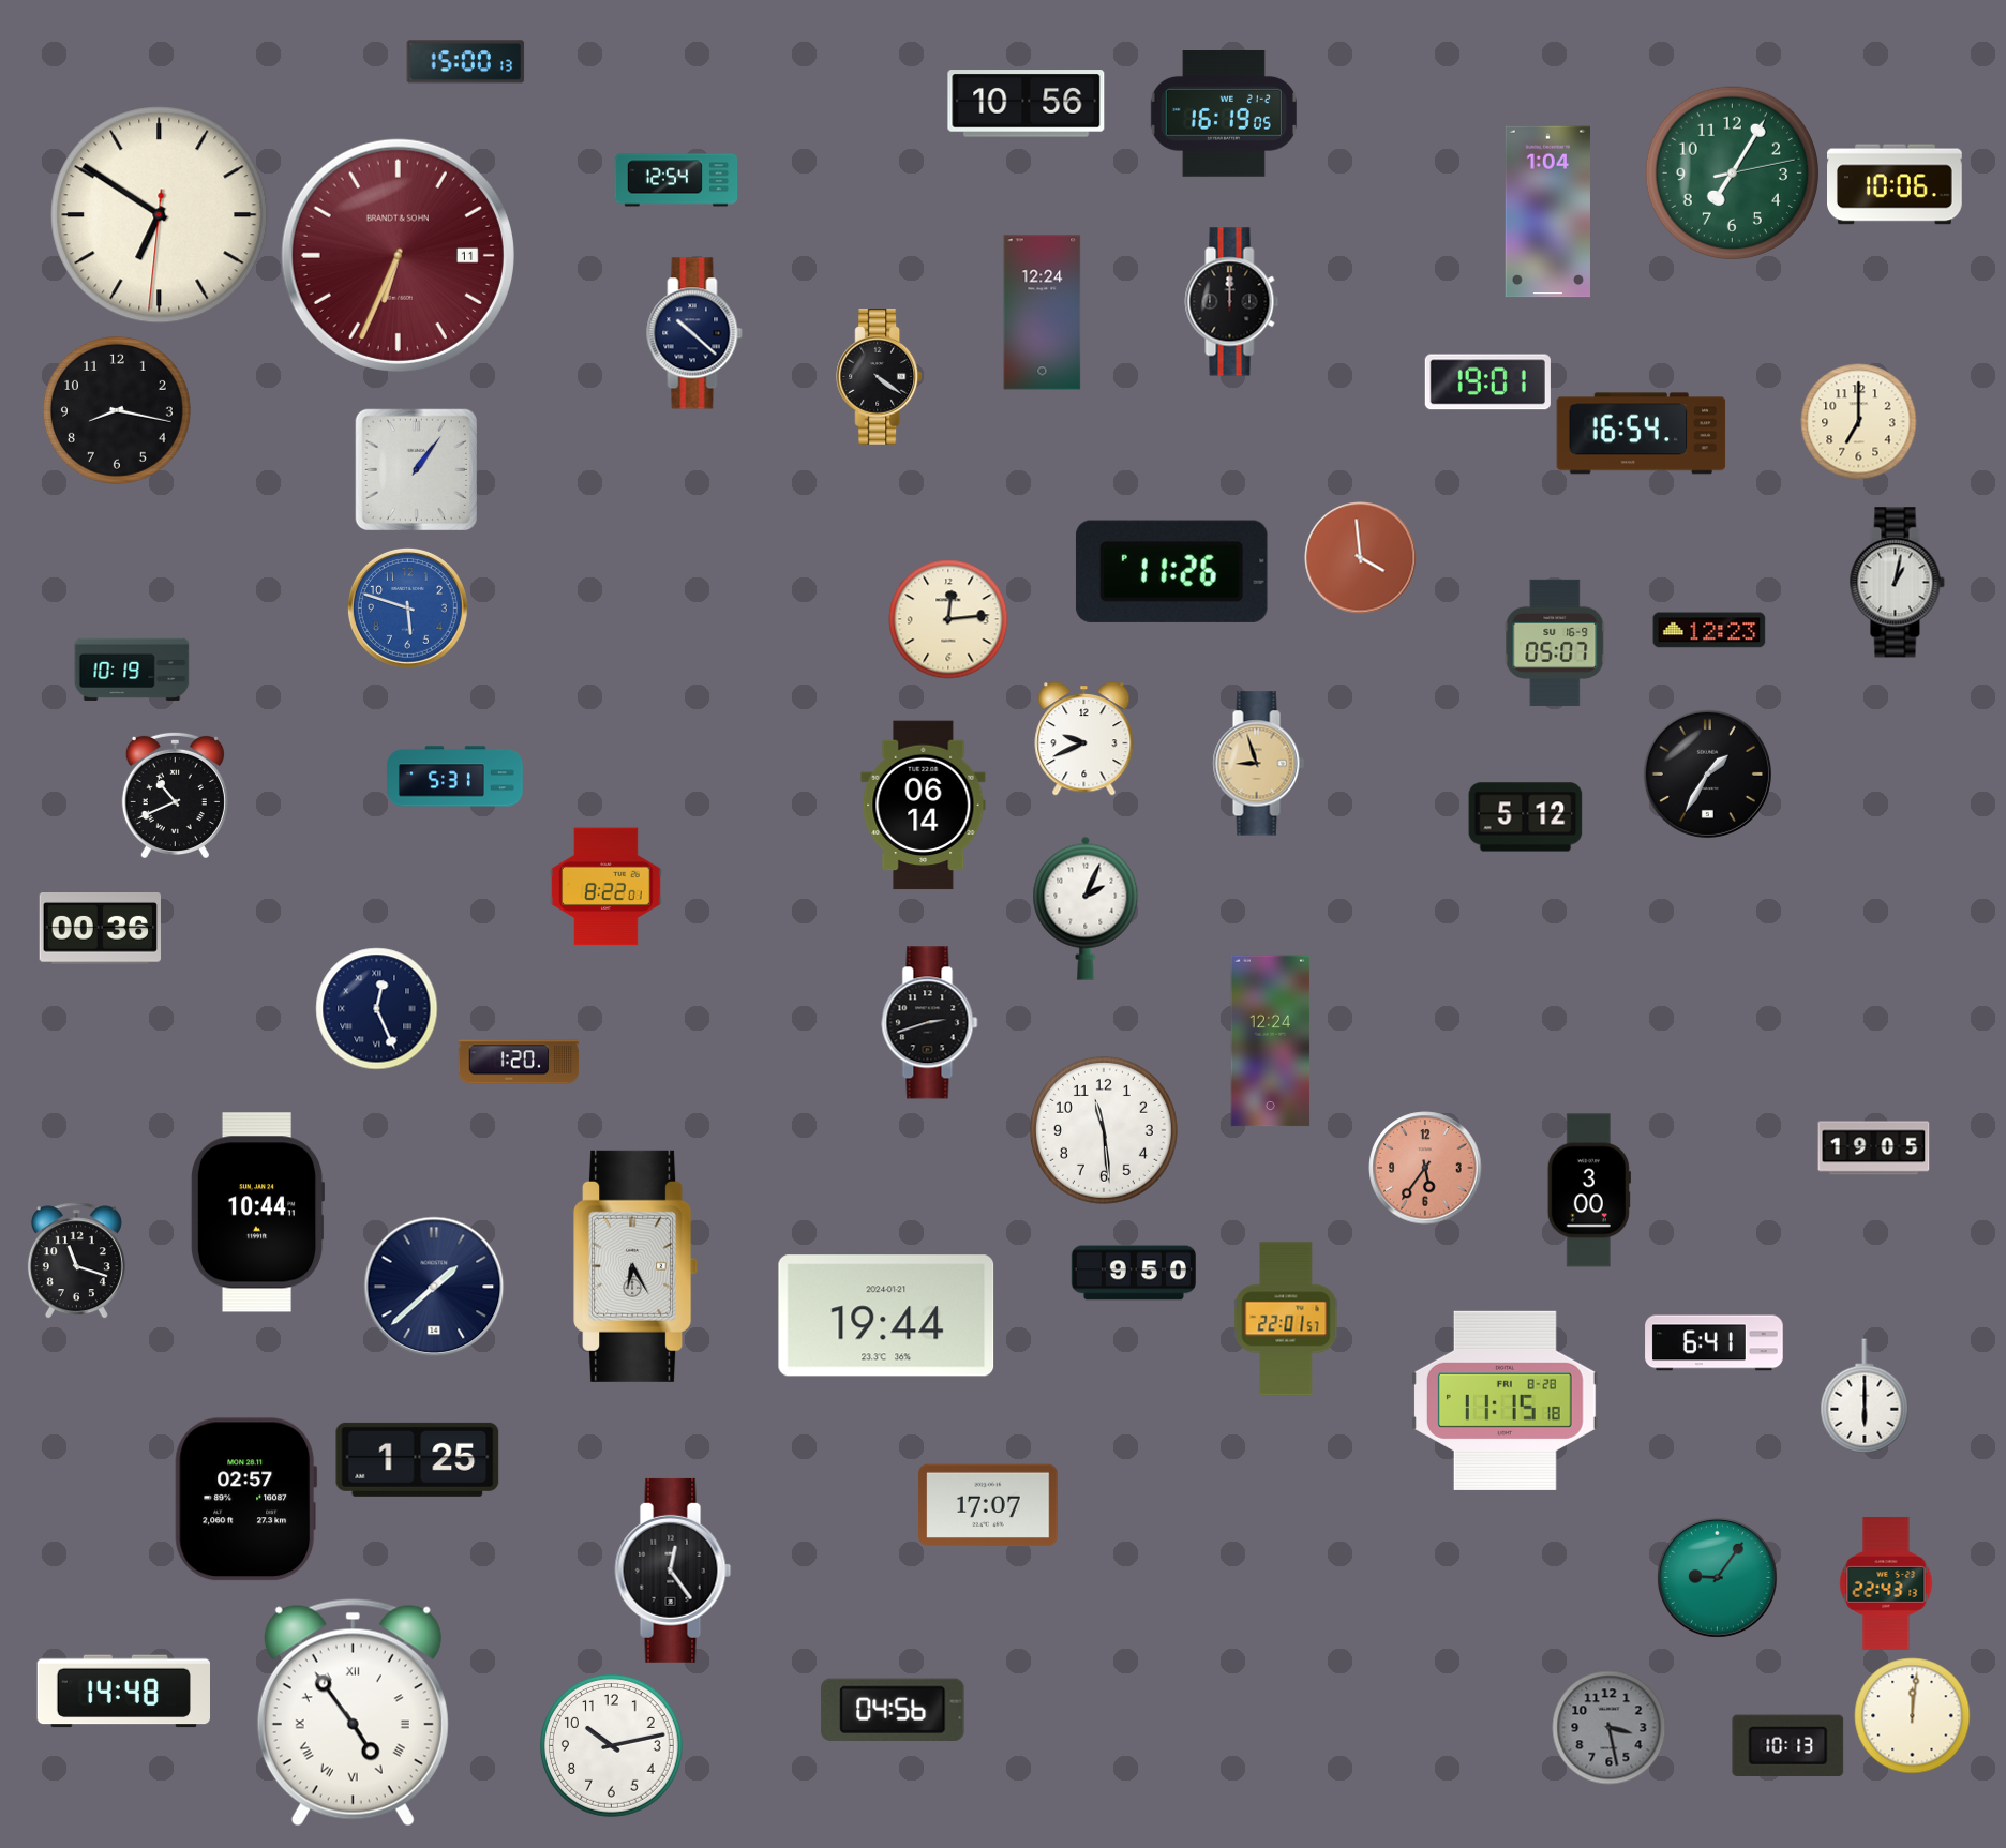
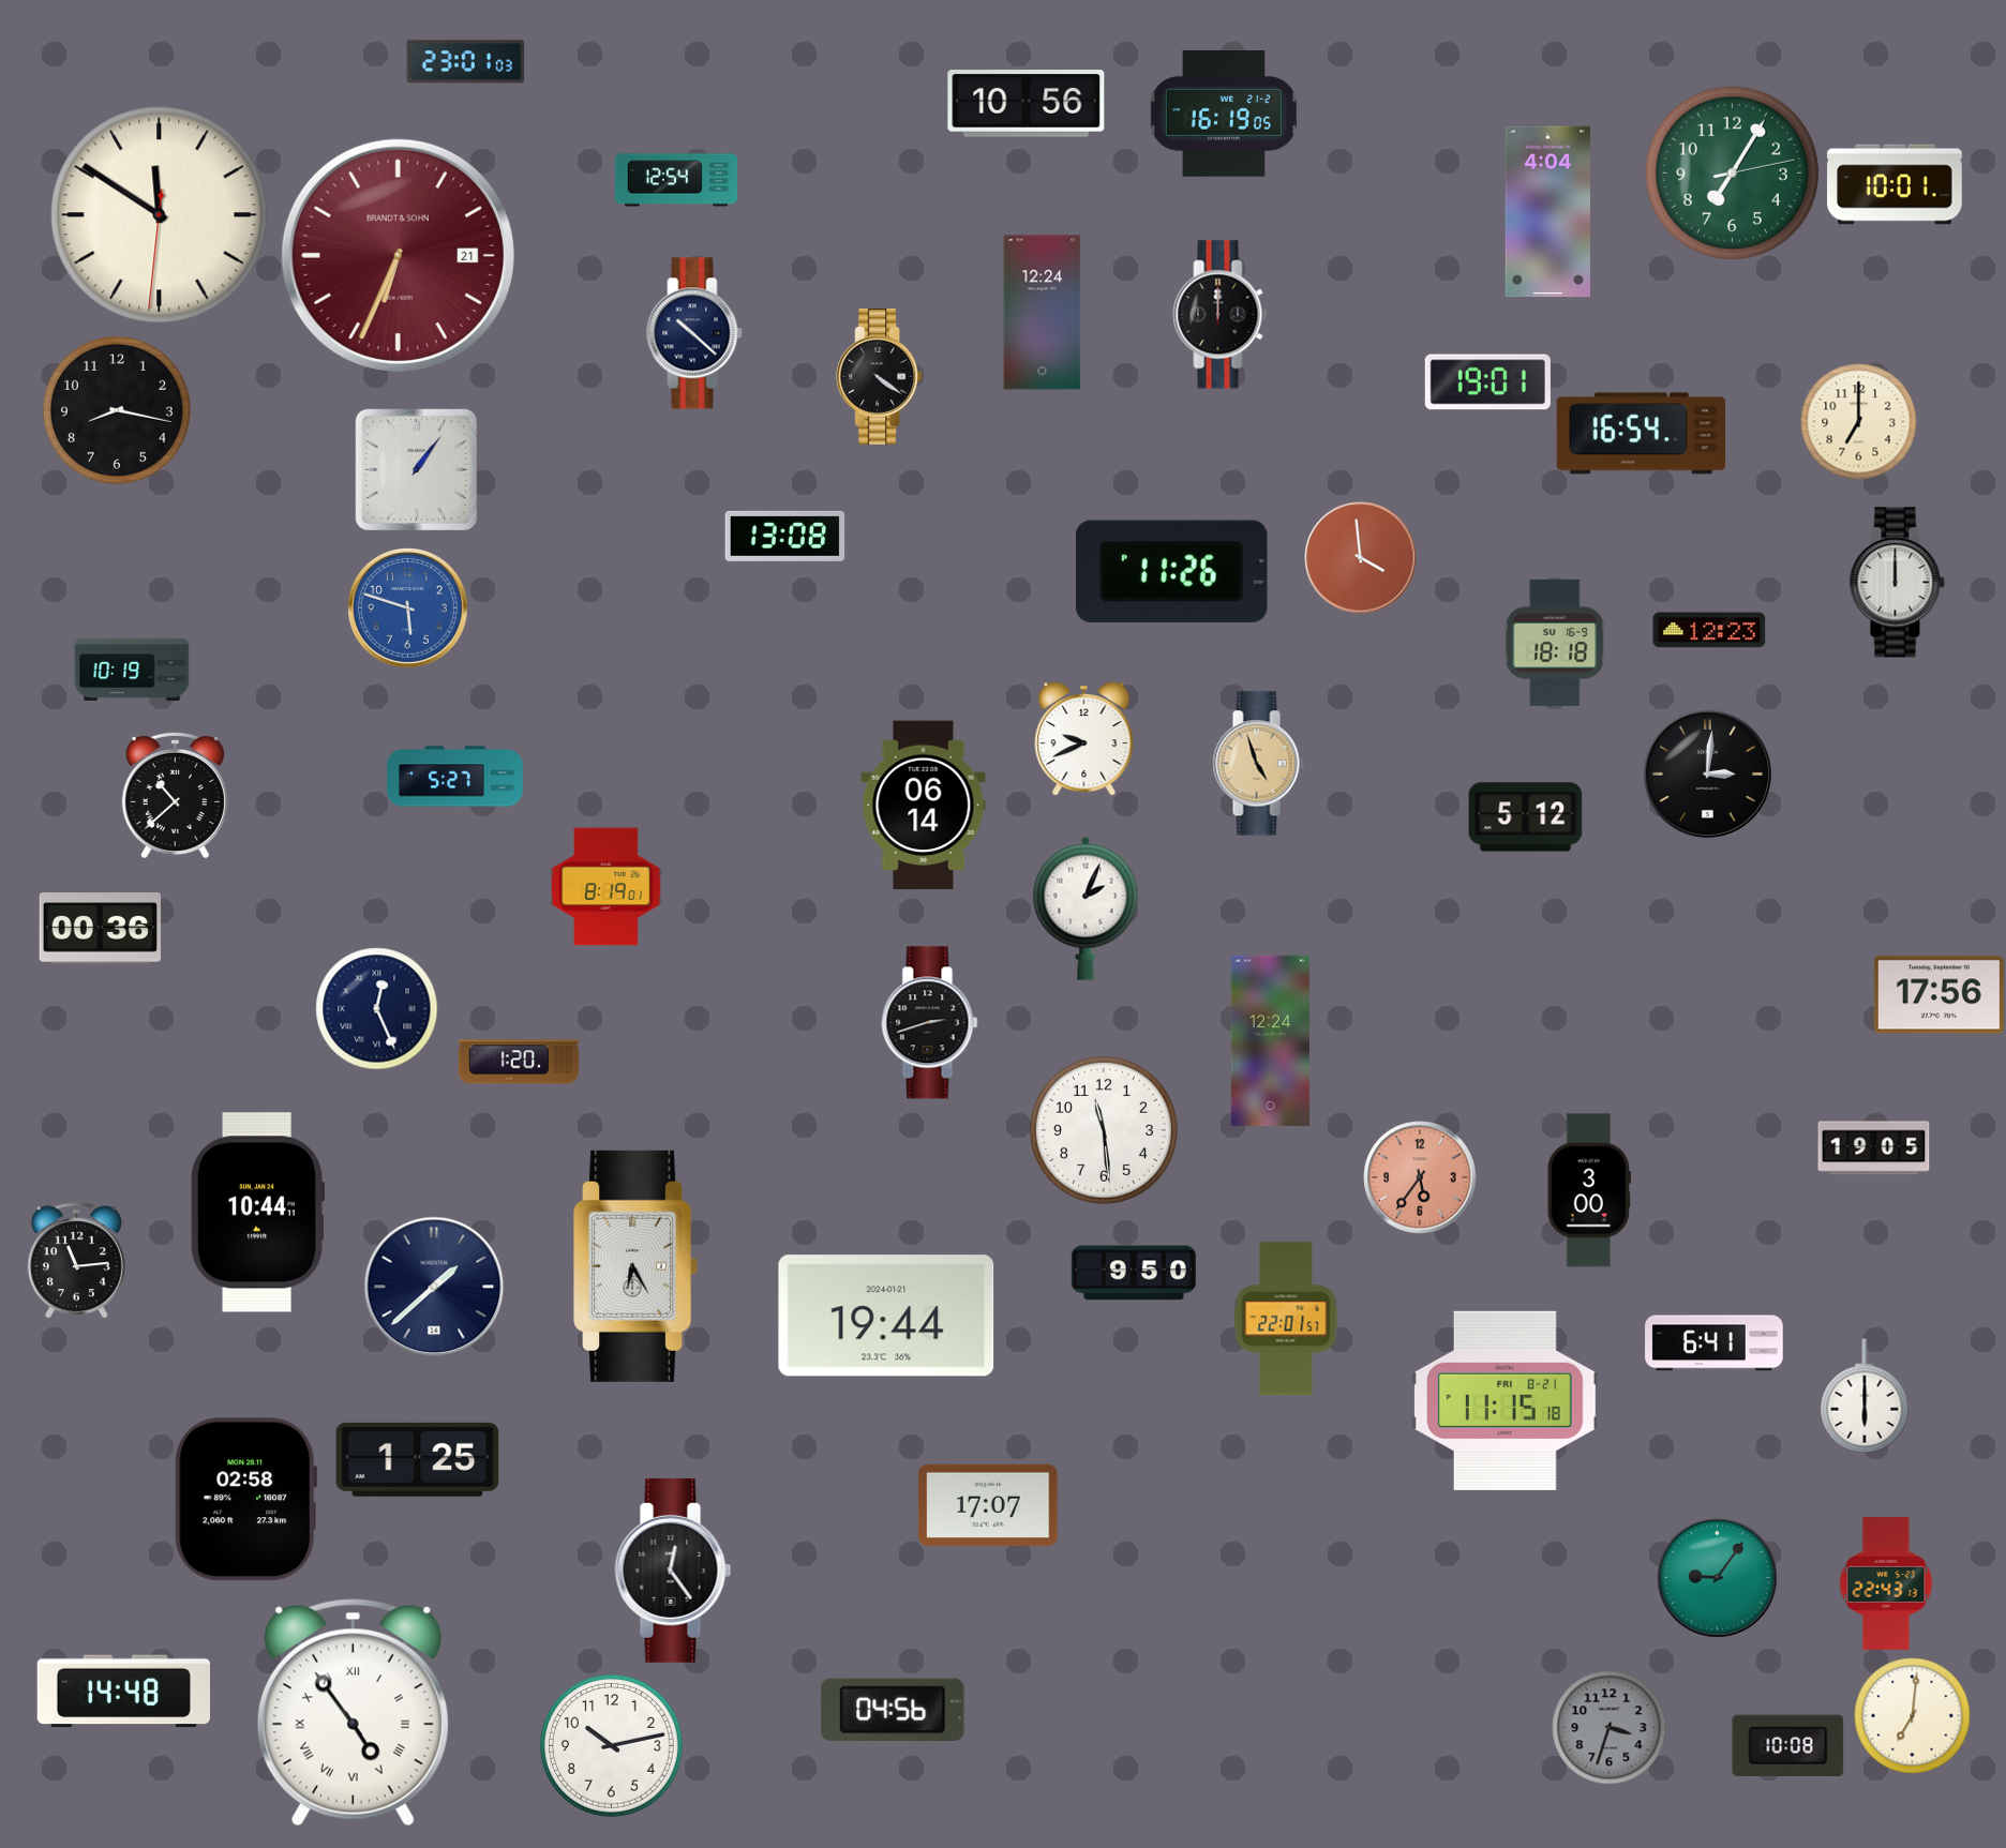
clock at (466, 62): 15:00 -> 23:01
clock at (1896, 184): 10:06 -> 10:01
clock at (1548, 212): 1:04 -> 4:04
clock at (160, 215): 6:50 -> 11:50
clock at (398, 255) date: 11 -> 21
clock at (1232, 302) position: (1232, 302) -> (1221, 315)
clock at (785, 536): none -> 13:08
clock at (1897, 583): 1:02 -> 12:00
clock at (948, 619): 12:14 -> none
clock at (1555, 643): 05:07 -> 18:18
clock at (1258, 764): 8:57 -> 4:57
clock at (1707, 773): 1:35 -> 3:01
clock at (455, 777): 5:31 -> 5:27
clock at (175, 794): 10:41 -> 10:38
clock at (607, 887): 8:22 -> 8:19
clock at (1938, 995): none -> 17:56
clock at (1425, 1168) position: (1425, 1168) -> (1420, 1177)
clock at (76, 1261): 11:18 -> 11:14
clock at (1504, 1400) date: FRI 8-28 -> FRI 8-21
clock at (246, 1500): 02:57 -> 02:58
clock at (1913, 1716): 12:01 -> 7:01
clock at (1610, 1728): 3:28 -> 3:33
clock at (1788, 1745): 10:13 -> 10:08
